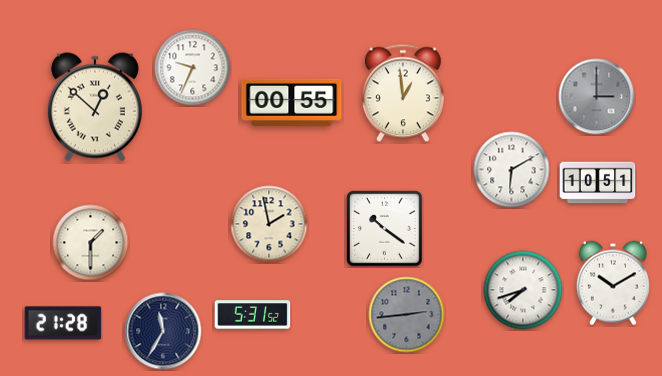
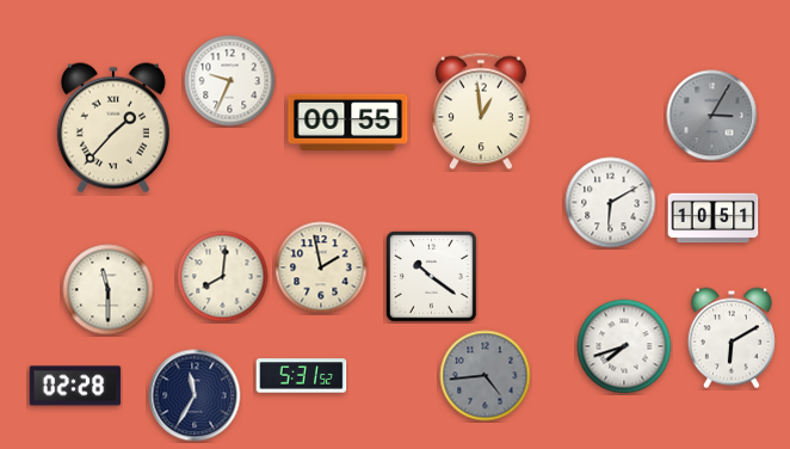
clock at (597, 97): 3:00 -> 3:05
clock at (95, 107): 12:52 -> 1:37
clock at (385, 229) position: (385, 229) -> (432, 277)
clock at (223, 277): none -> 8:01
clock at (91, 243): 1:30 -> 11:30
clock at (613, 283): 10:10 -> 6:10
clock at (407, 315): 2:44 -> 4:44
clock at (63, 323): 21:28 -> 02:28
